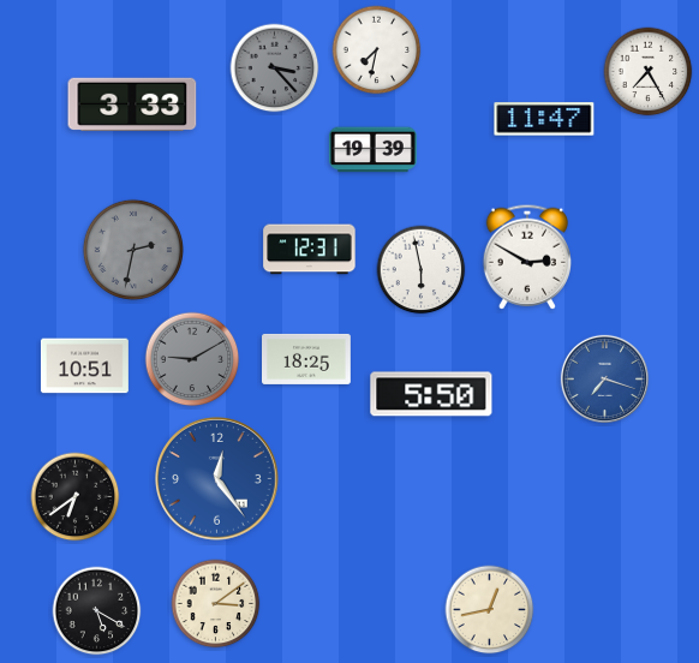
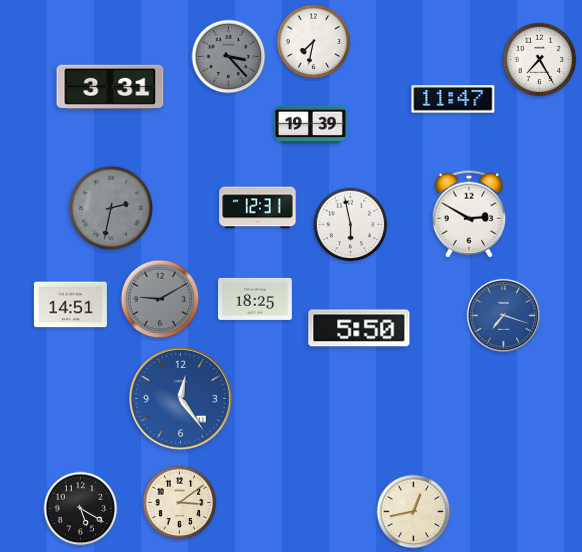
clock at (132, 104): 3:33 -> 3:31
clock at (526, 257) position: (526, 257) -> (468, 214)
clock at (84, 366): 10:51 -> 14:51
clock at (76, 497): 6:39 -> none
clock at (490, 610) position: (490, 610) -> (414, 512)
